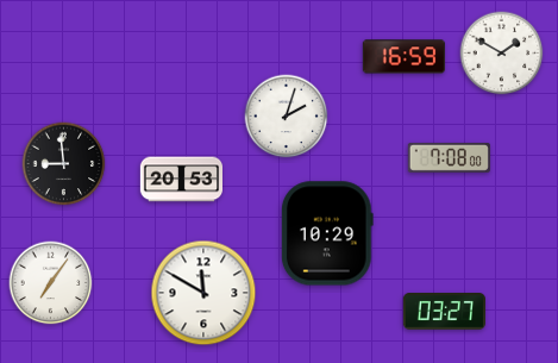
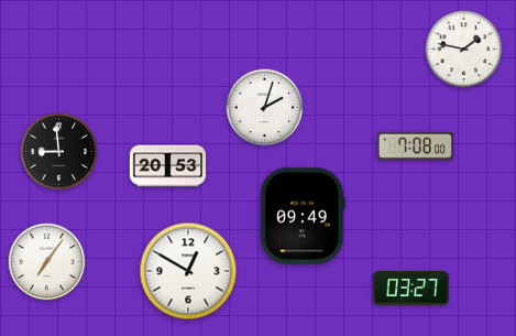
clock at (502, 54): 1:50 -> 1:47
clock at (403, 57): 16:59 -> none
clock at (327, 233): 10:29 -> 09:49
clock at (203, 293): 11:50 -> 12:50
